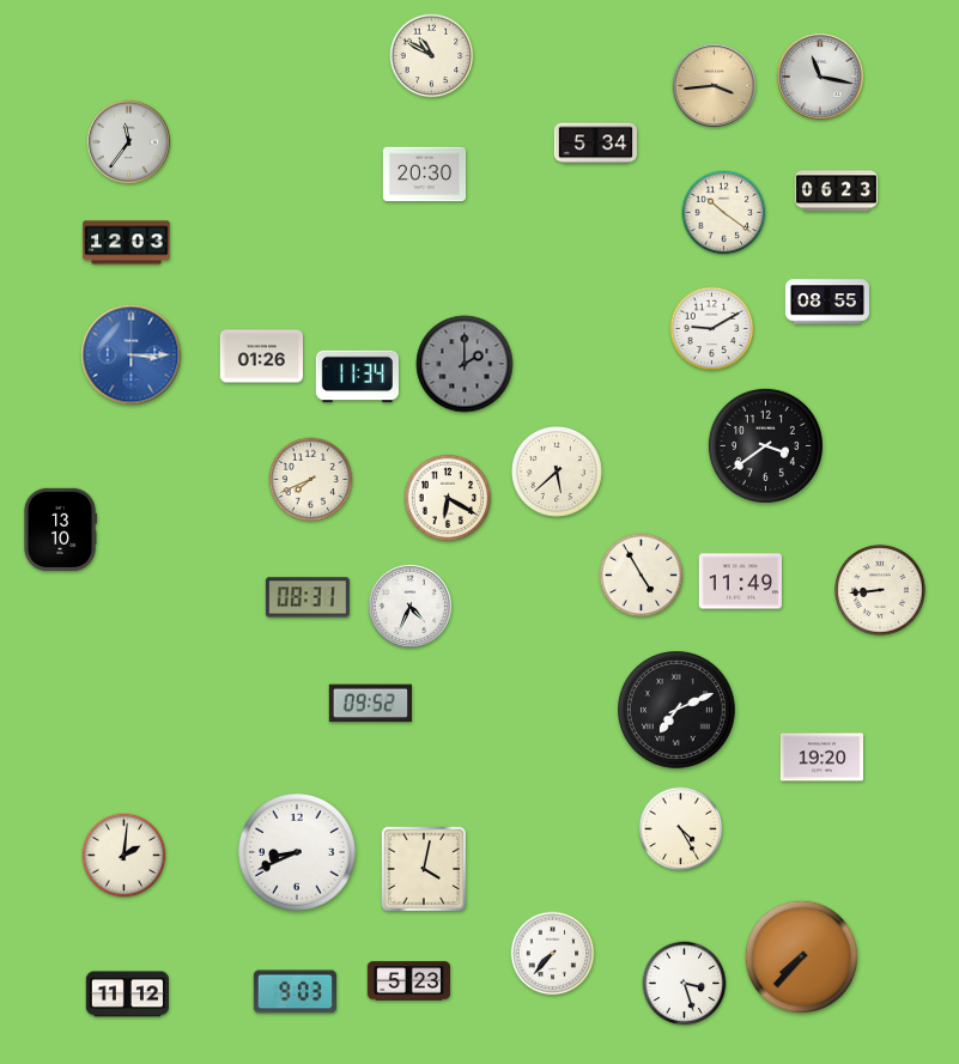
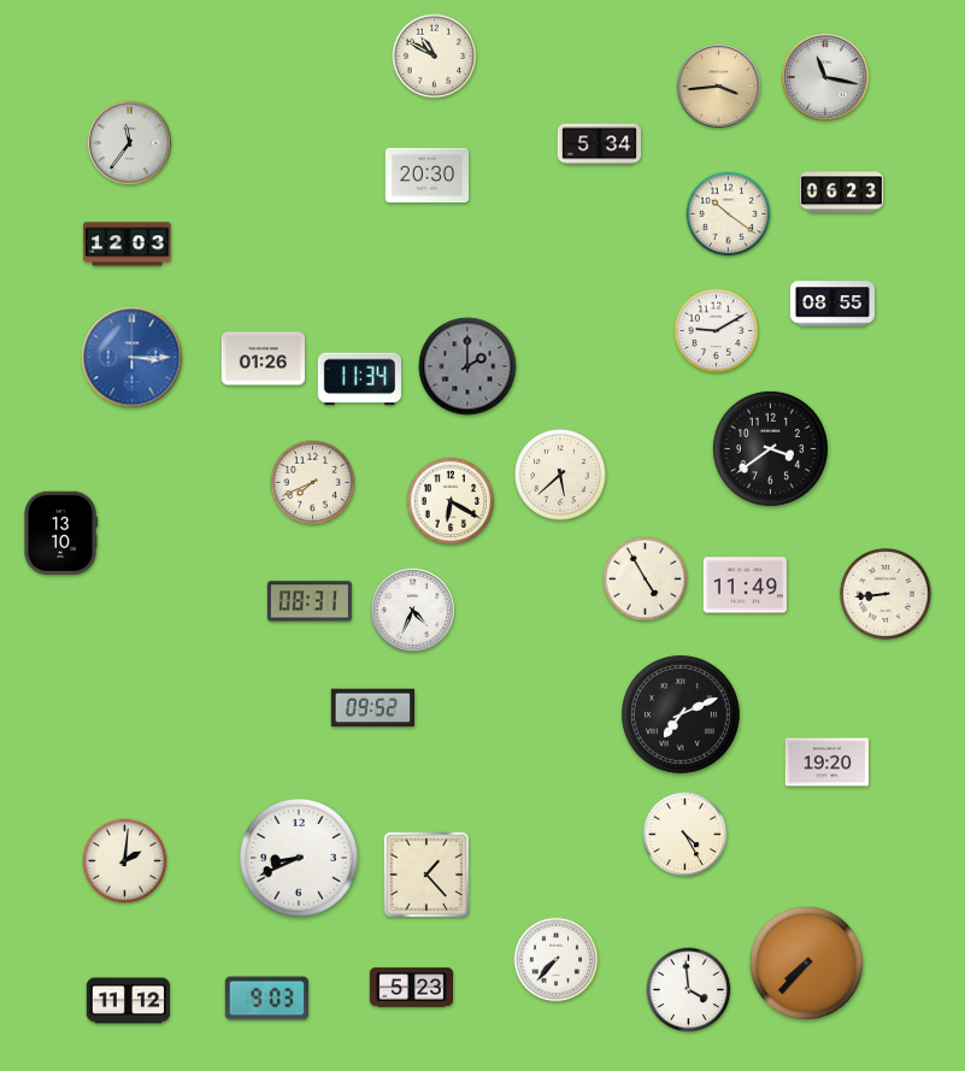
clock at (424, 869): 4:02 -> 1:23
clock at (685, 984): 3:27 -> 3:59
clock at (295, 992) position: (295, 992) -> (266, 999)
